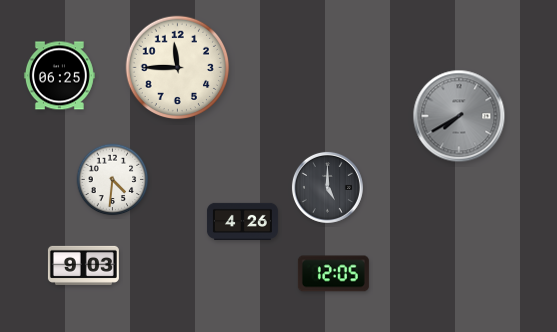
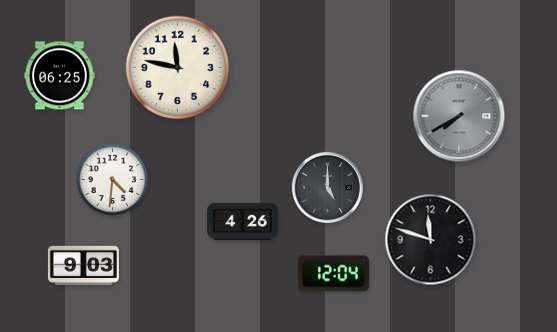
clock at (178, 68): 11:45 -> 11:47
clock at (431, 240): none -> 11:48
clock at (333, 274): 12:05 -> 12:04
